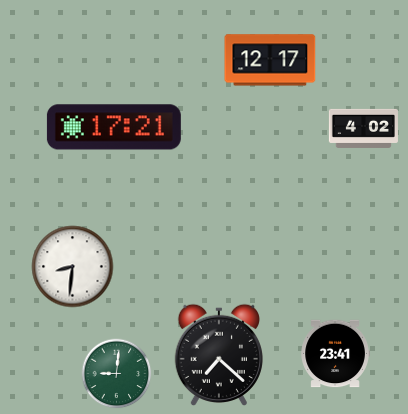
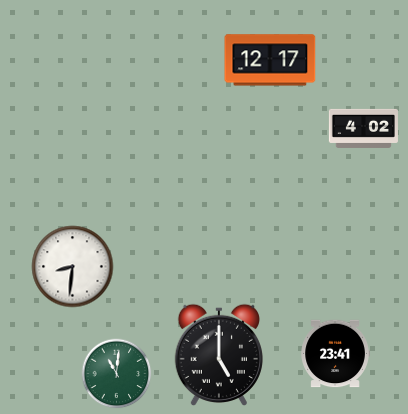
clock at (114, 127): 17:21 -> none
clock at (219, 354): 7:22 -> 5:00
clock at (117, 374): 9:01 -> 11:01
